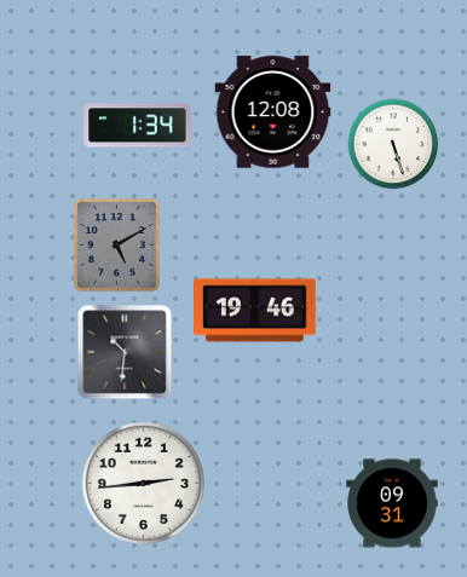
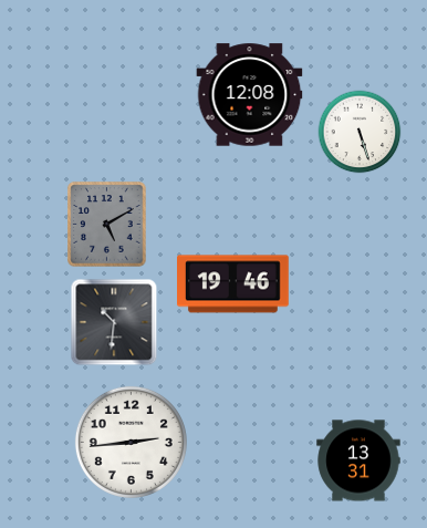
clock at (273, 112) position: (273, 112) -> (250, 95)
clock at (138, 126): 1:34 -> none
clock at (392, 503): 09:31 -> 13:31
